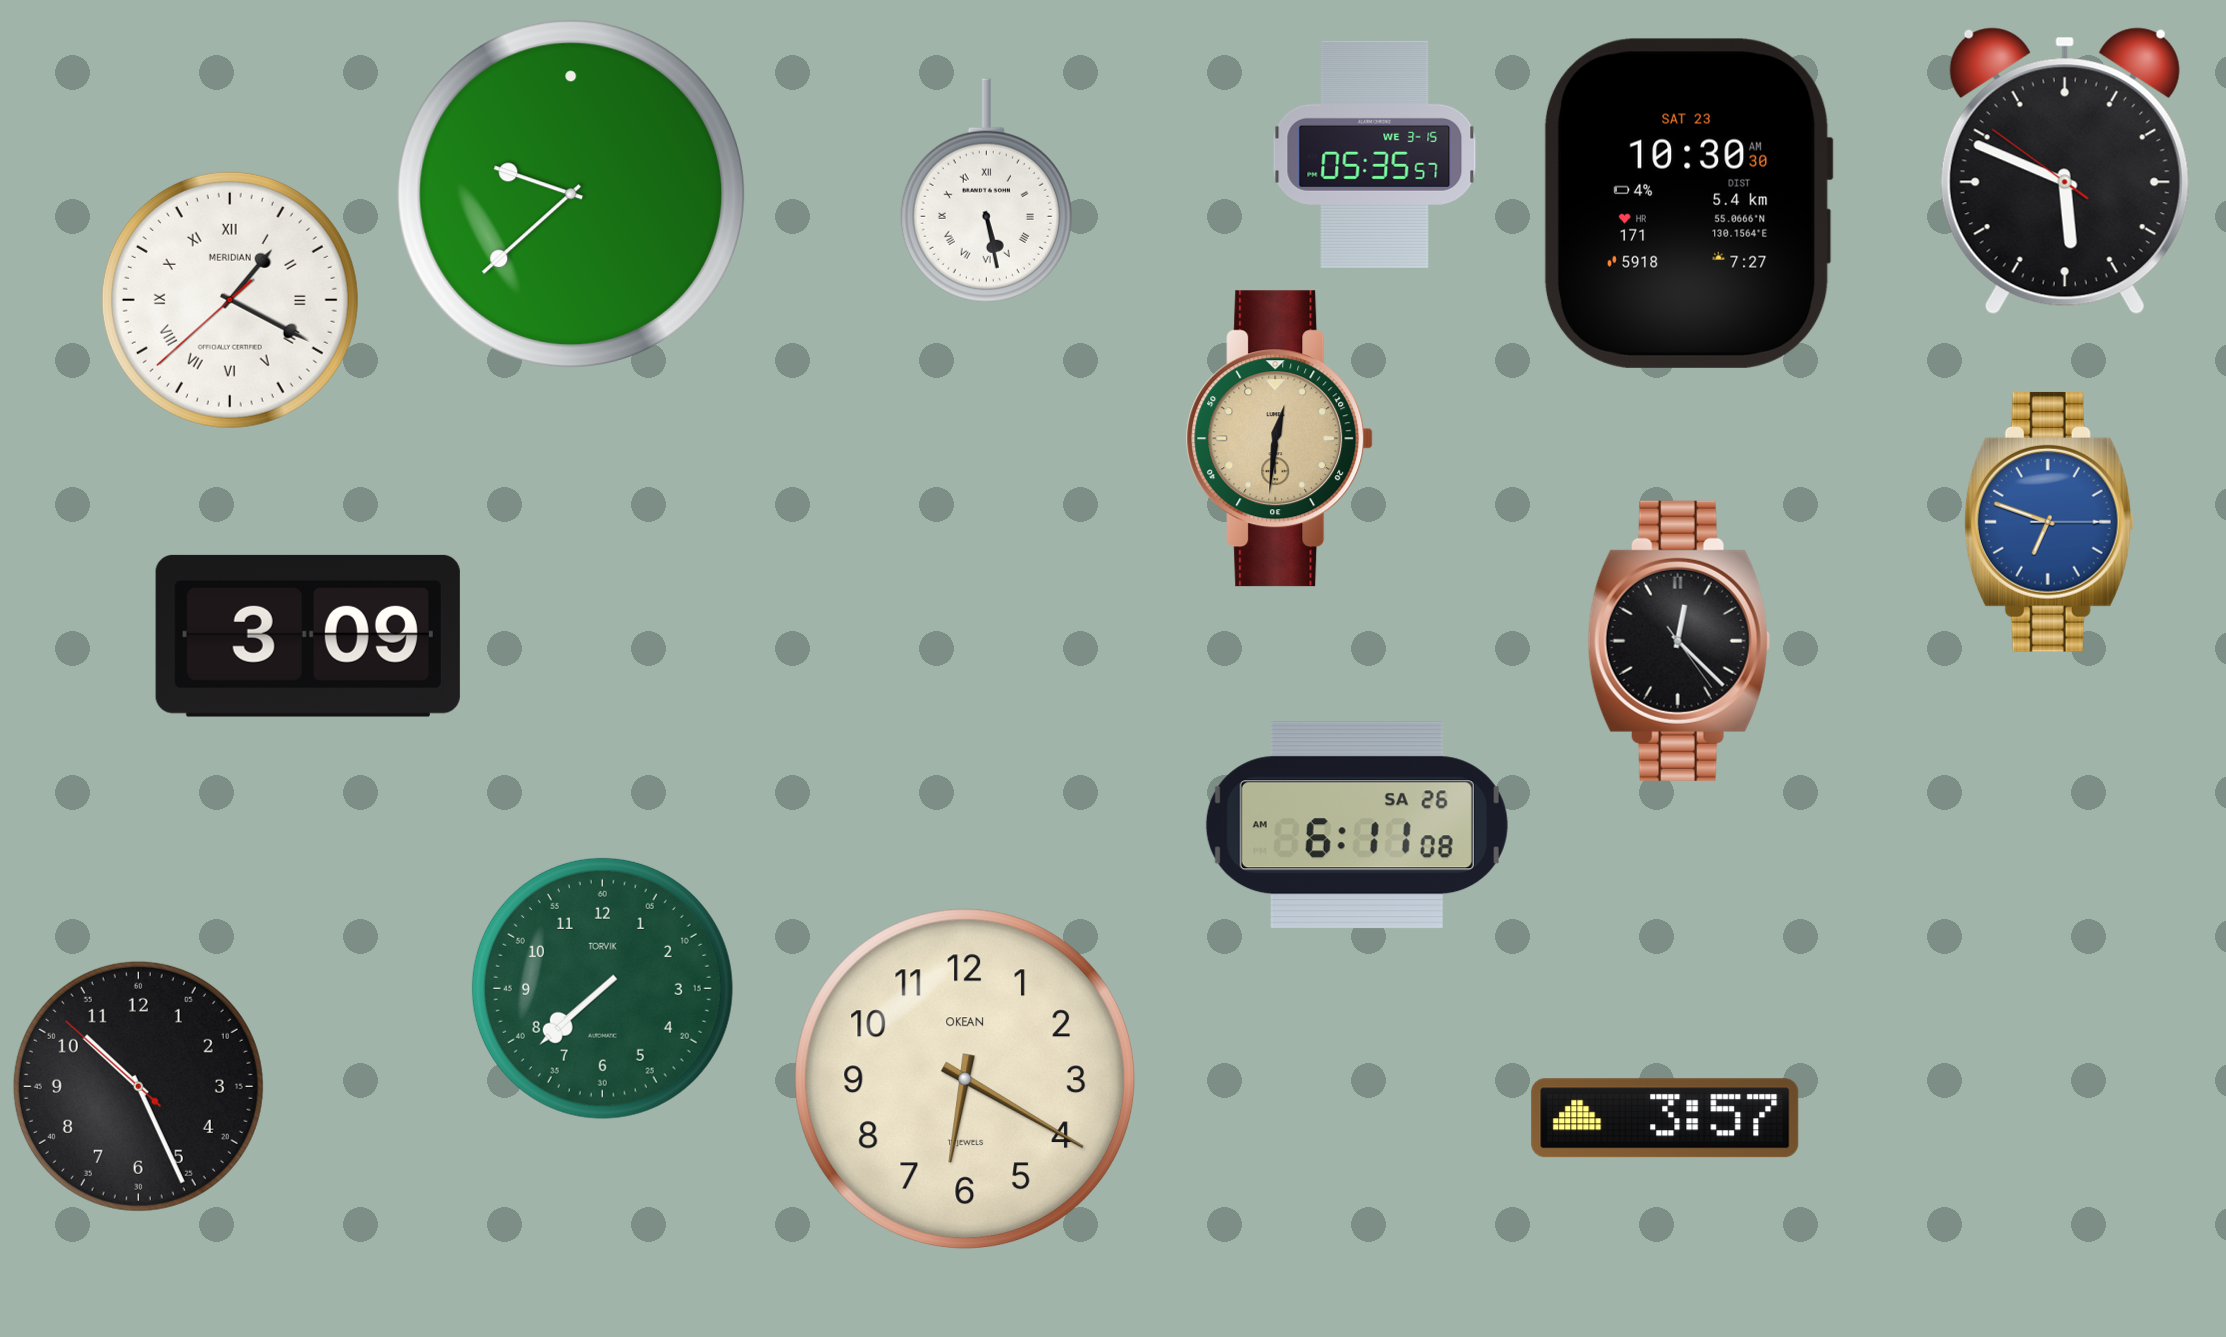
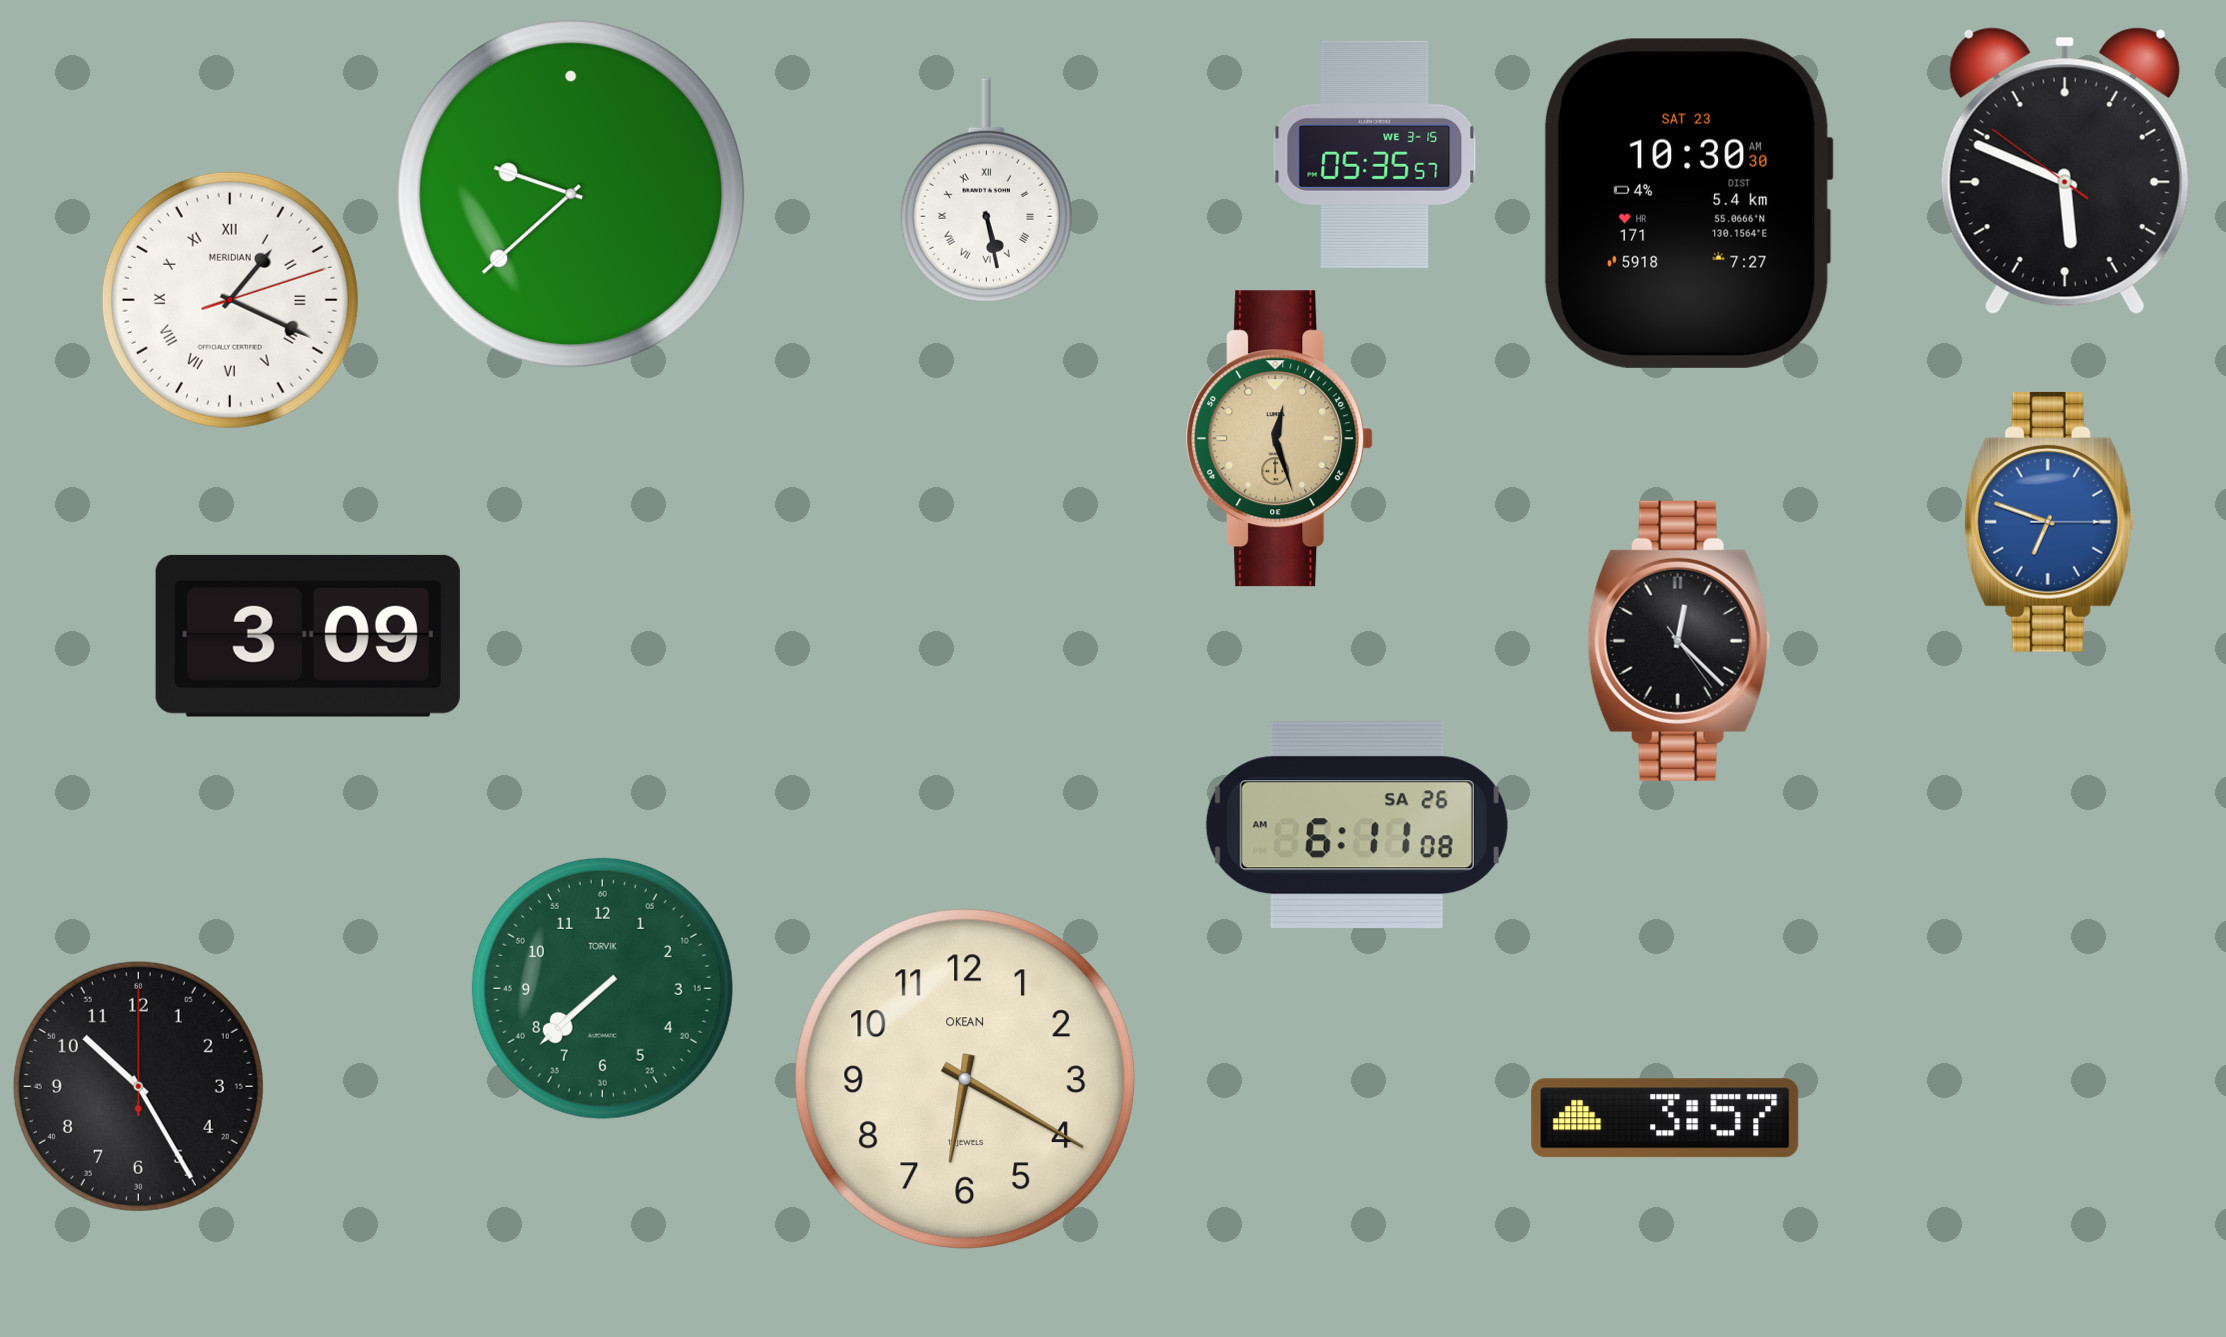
clock at (230, 300): 1:19:38 -> 1:19:12
clock at (1280, 439): 12:31 -> 12:27
clock at (138, 1086): 10:25:52 -> 10:25:00
